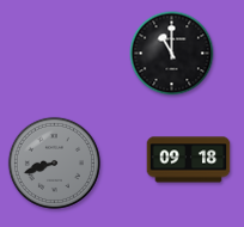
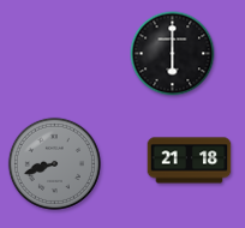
clock at (172, 54): 11:00 -> 6:00
clock at (189, 160): 09:18 -> 21:18
